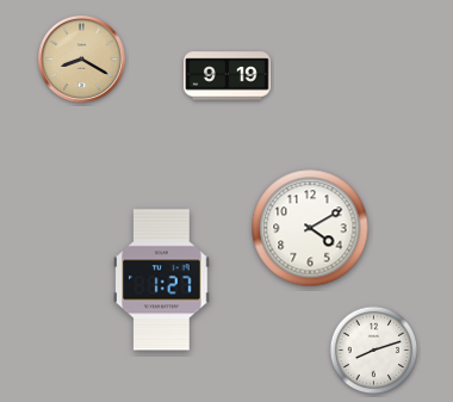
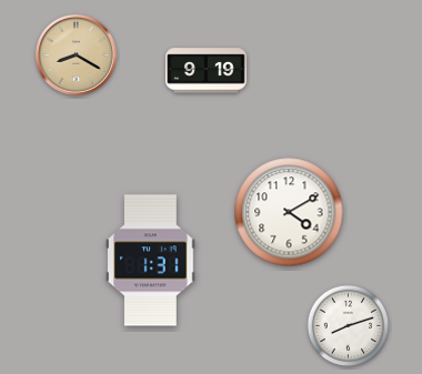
clock at (228, 76) position: (228, 76) -> (207, 71)
clock at (162, 280): 1:27 -> 1:31
